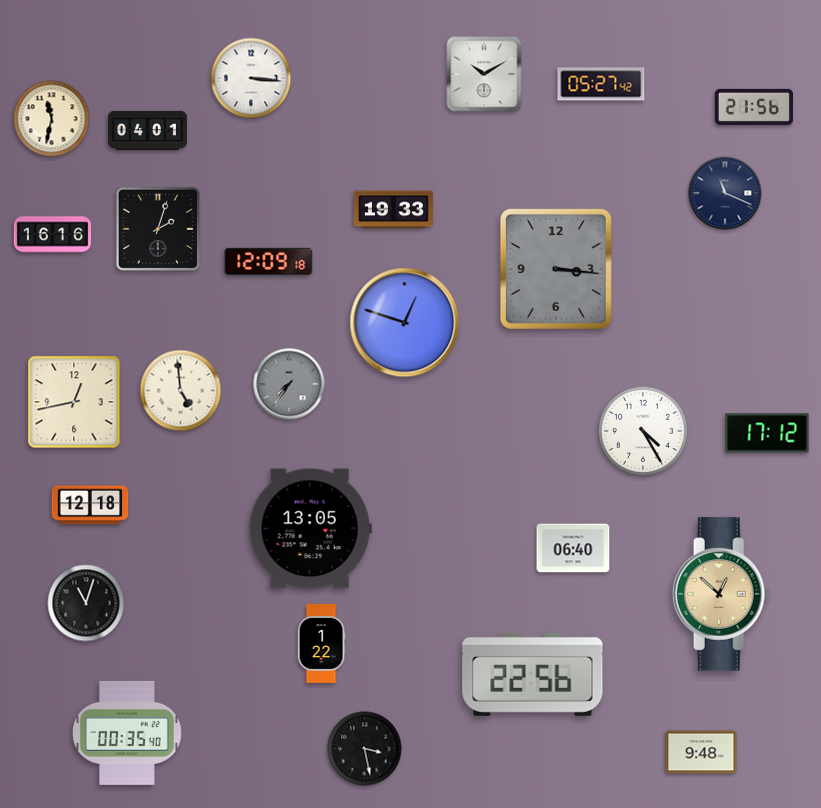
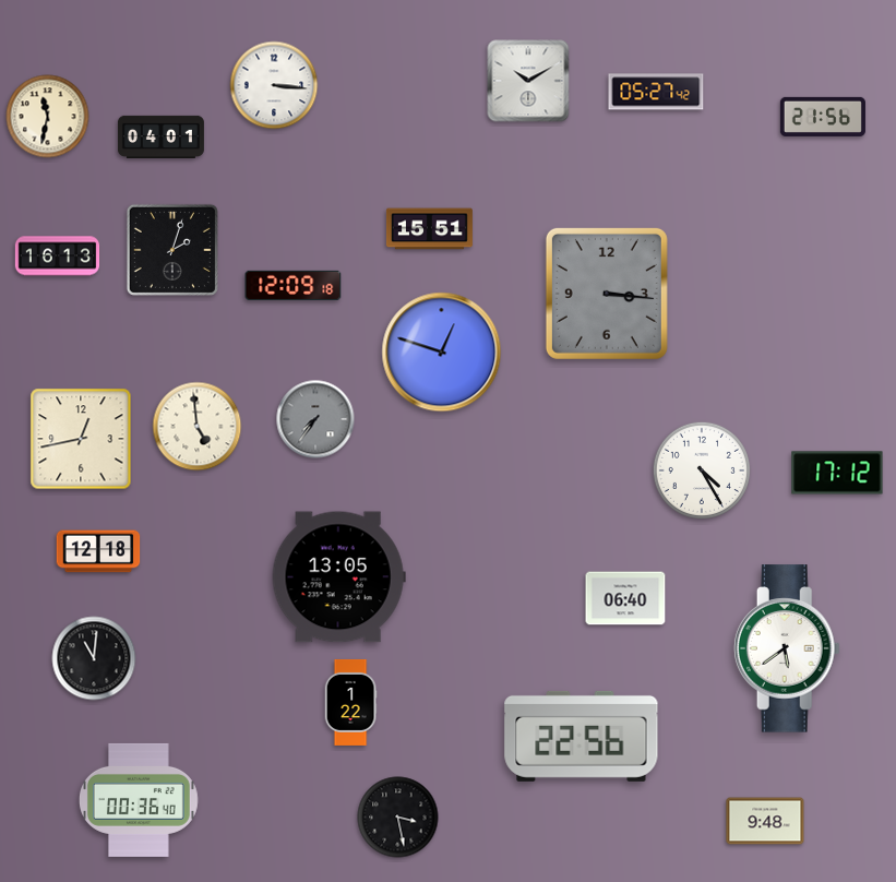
clock at (52, 119) position: (52, 119) -> (48, 117)
clock at (147, 130) position: (147, 130) -> (160, 136)
clock at (725, 193): 11:19 -> none
clock at (393, 210): 19:33 -> 15:51
clock at (53, 235): 16:16 -> 16:13
clock at (721, 594): 12:52 -> 5:39
clock at (721, 594) dial: champagne -> white
clock at (86, 603): 11:03 -> 11:01
clock at (127, 733): 00:35 -> 00:36
